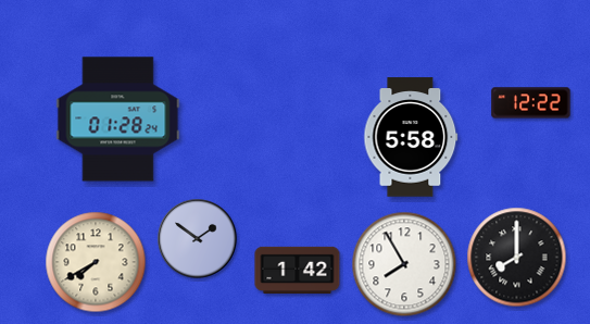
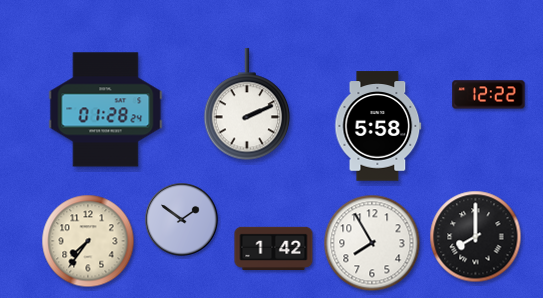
clock at (247, 105): none -> 2:11
clock at (118, 120) position: (118, 120) -> (106, 110)
clock at (96, 262): 7:40 -> 7:36
